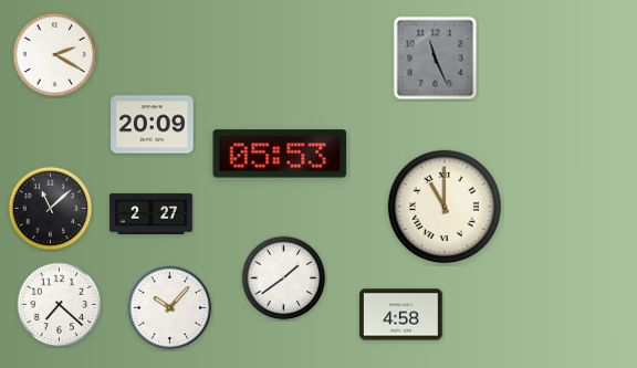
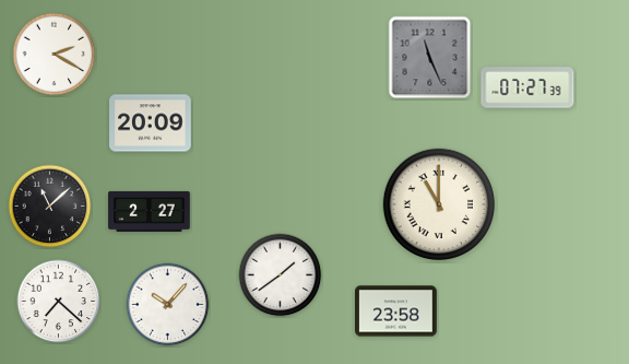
clock at (527, 87): none -> 07:27
clock at (280, 154): 05:53 -> none
clock at (401, 315): 4:58 -> 23:58
